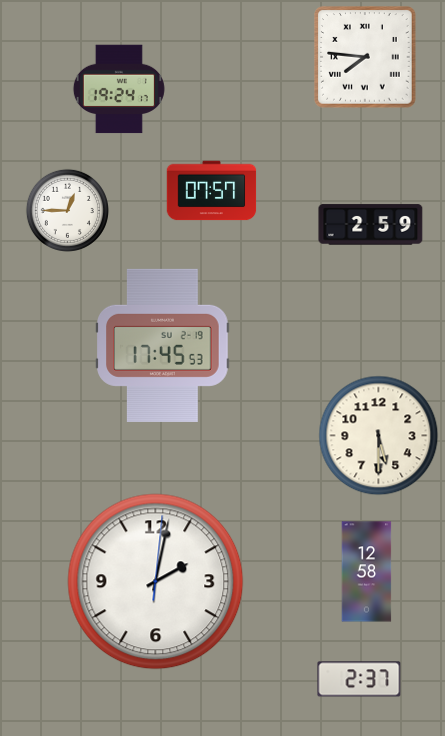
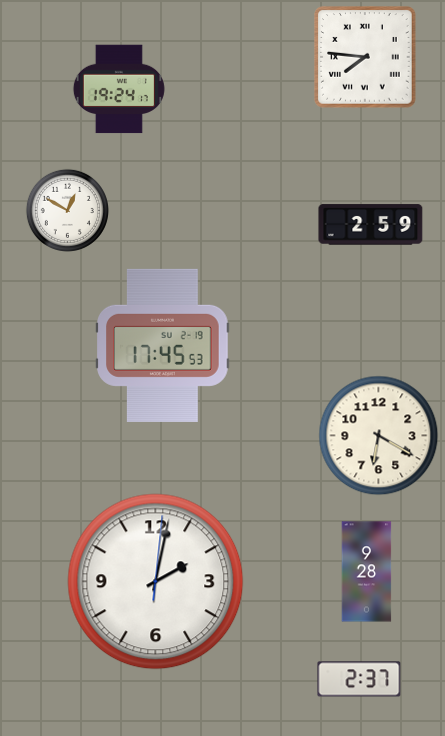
clock at (212, 191): 07:57 -> none
clock at (67, 210): 12:45 -> 12:50
clock at (379, 436): 5:30 -> 6:20
clock at (367, 572): 12:58 -> 9:28
